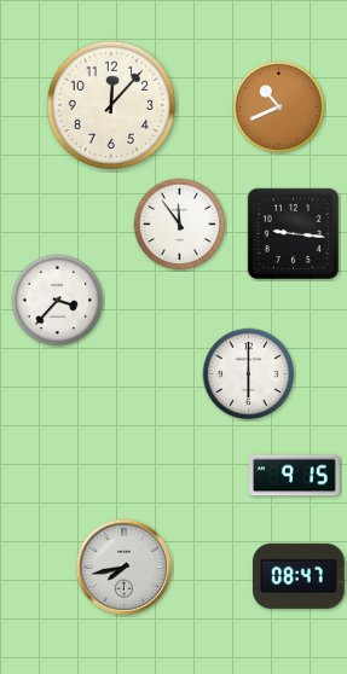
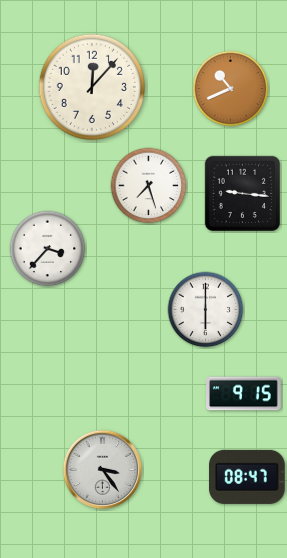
clock at (180, 225): 11:54 -> 7:27
clock at (123, 566): 7:43 -> 3:24
